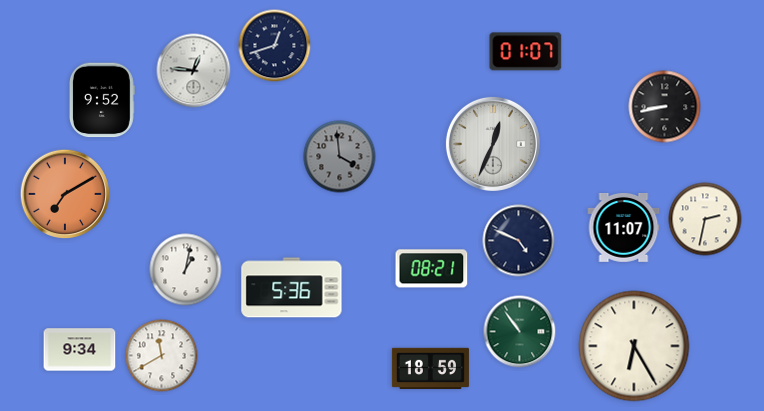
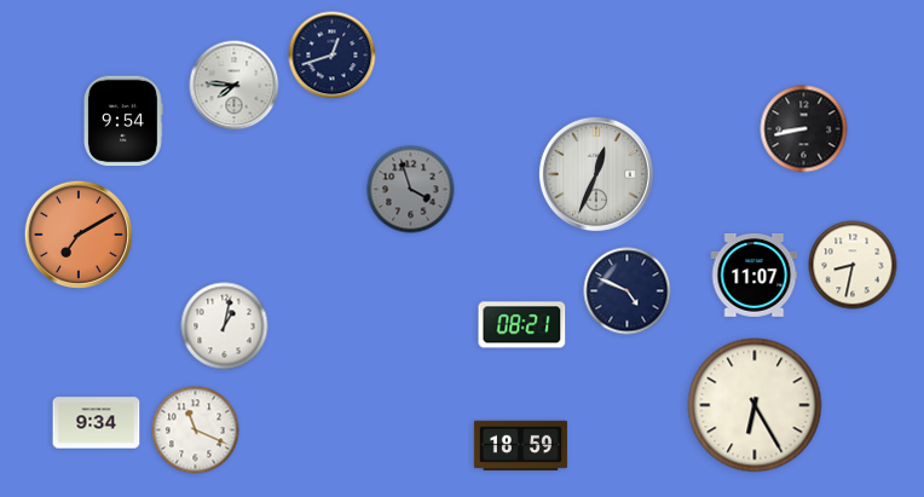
clock at (526, 52): 01:07 -> none
clock at (194, 71): 12:46 -> 7:46
clock at (102, 100): 9:52 -> 9:54
clock at (340, 157): 3:59 -> 3:57
clock at (705, 219): 2:32 -> 8:32
clock at (292, 288): 5:36 -> none
clock at (520, 332): 10:54 -> none
clock at (634, 346) position: (634, 346) -> (755, 405)
clock at (162, 356): 11:40 -> 11:19
